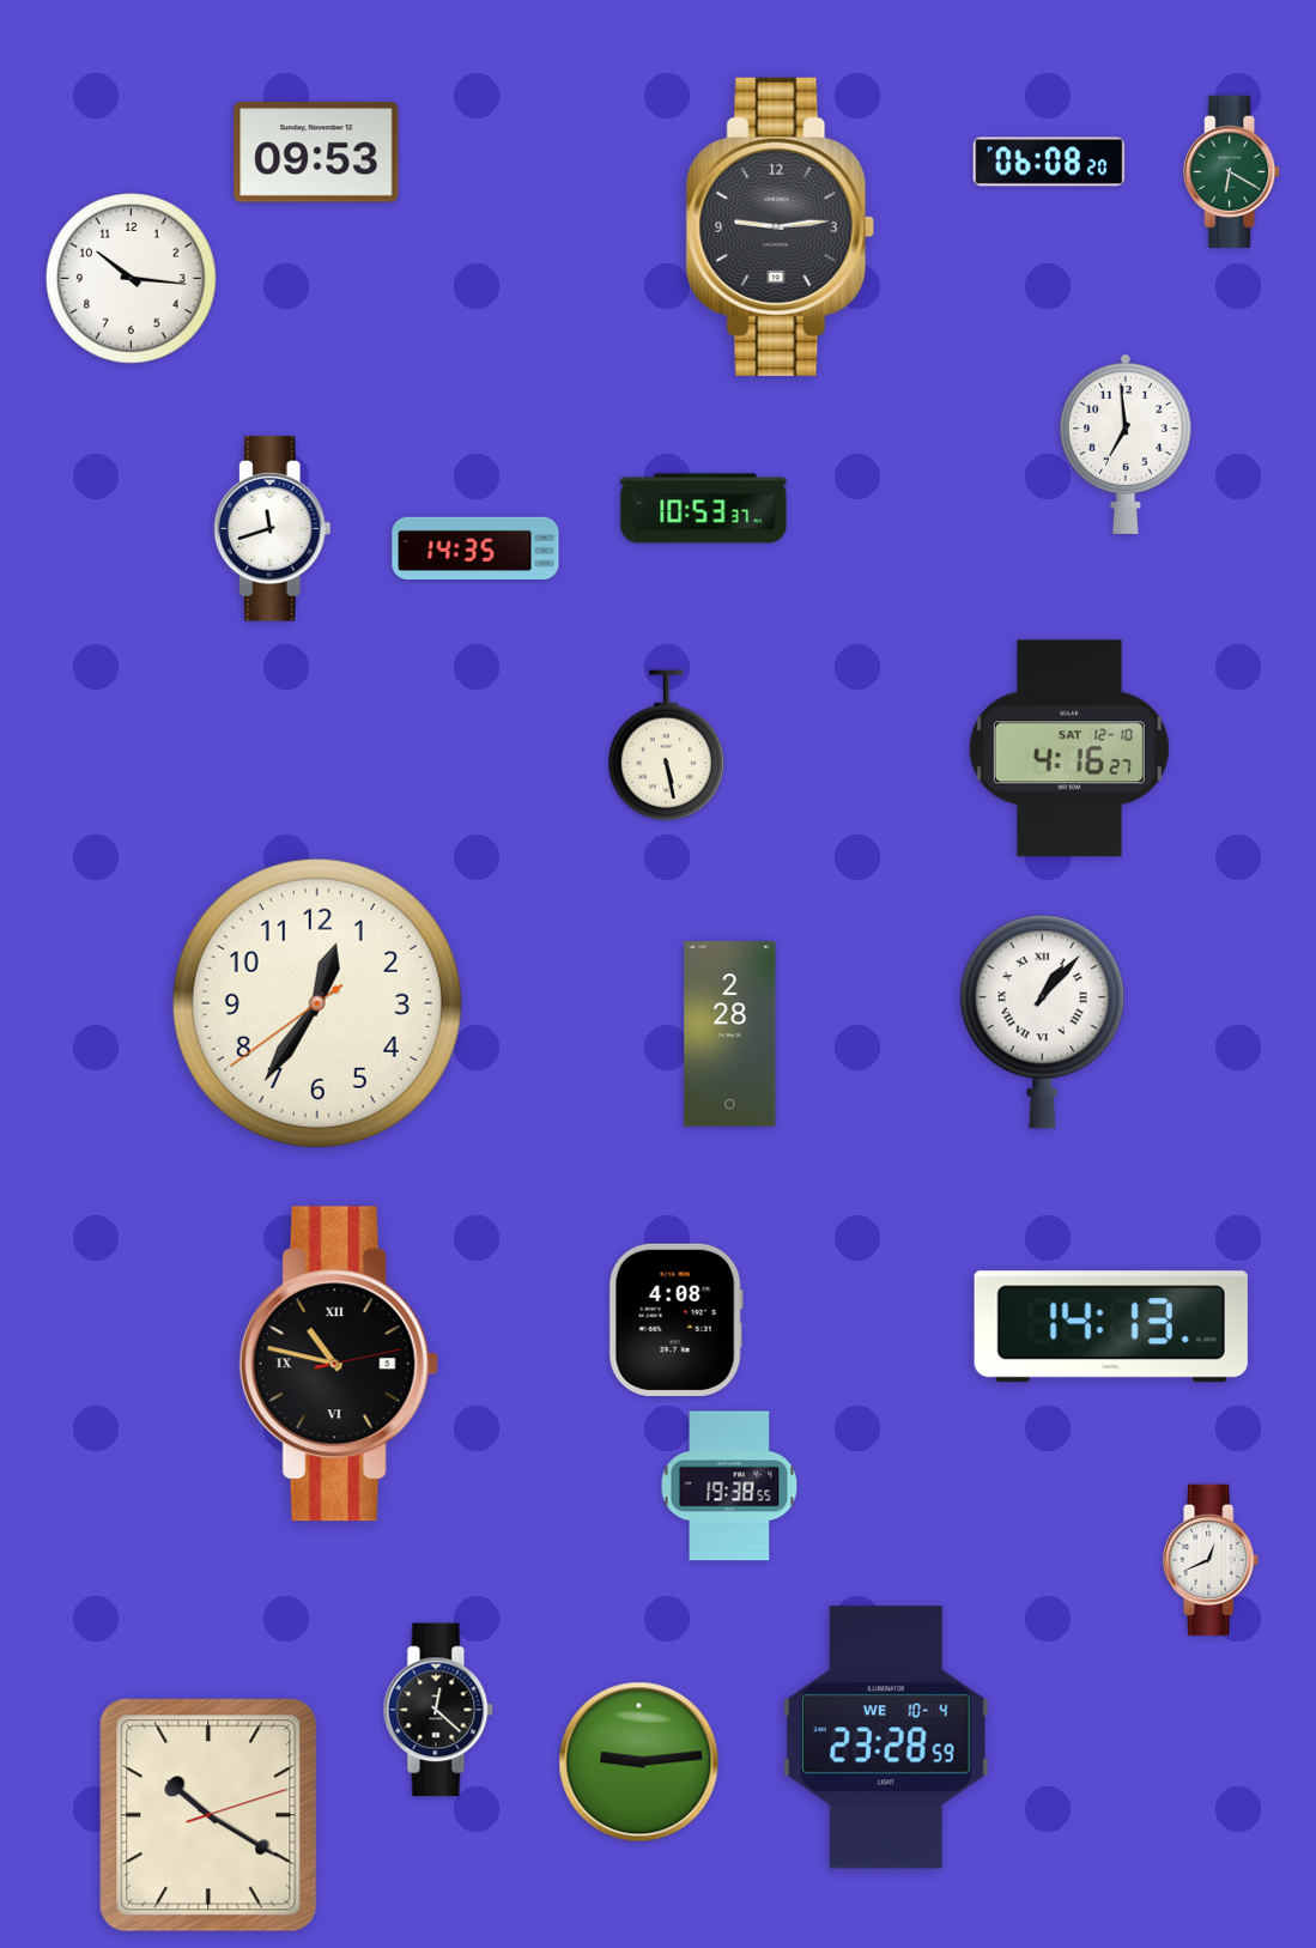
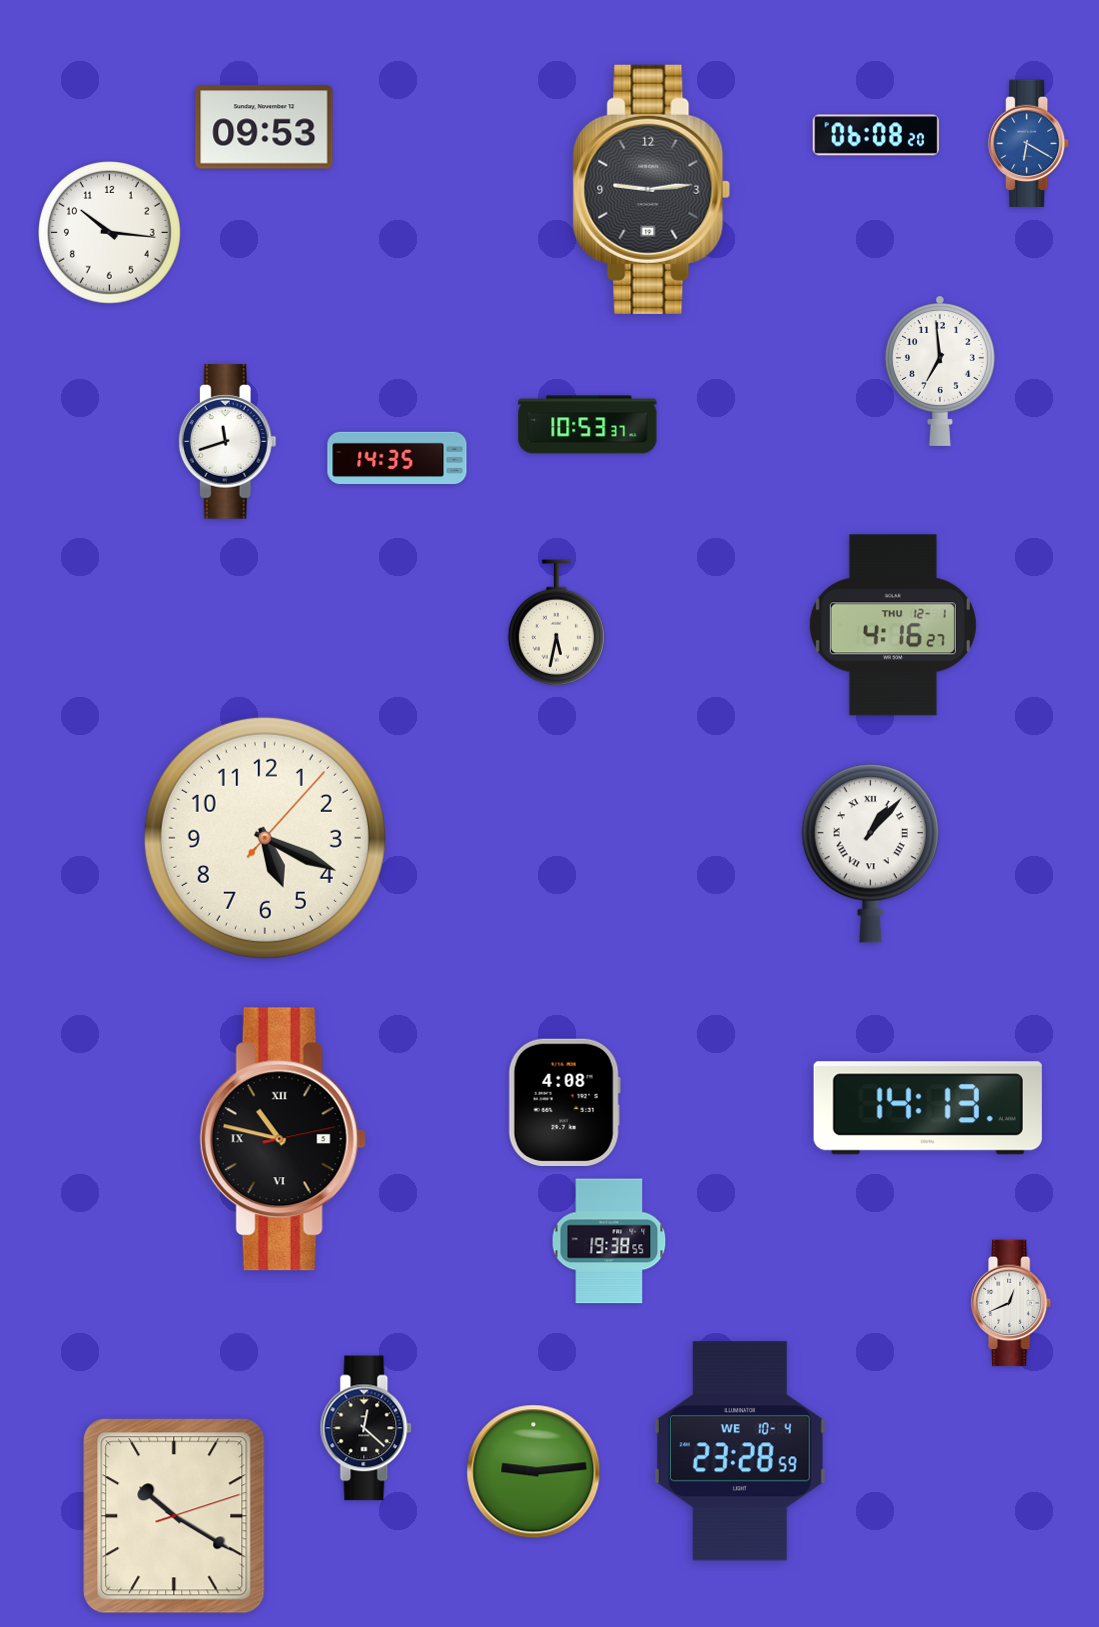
clock at (1232, 172) dial: green -> blue
clock at (666, 746): 5:28 -> 5:32
clock at (1069, 748) date: SAT 12-10 -> THU 12-1
clock at (317, 1003): 12:35 -> 5:19
clock at (730, 1034): 2:28 -> none
